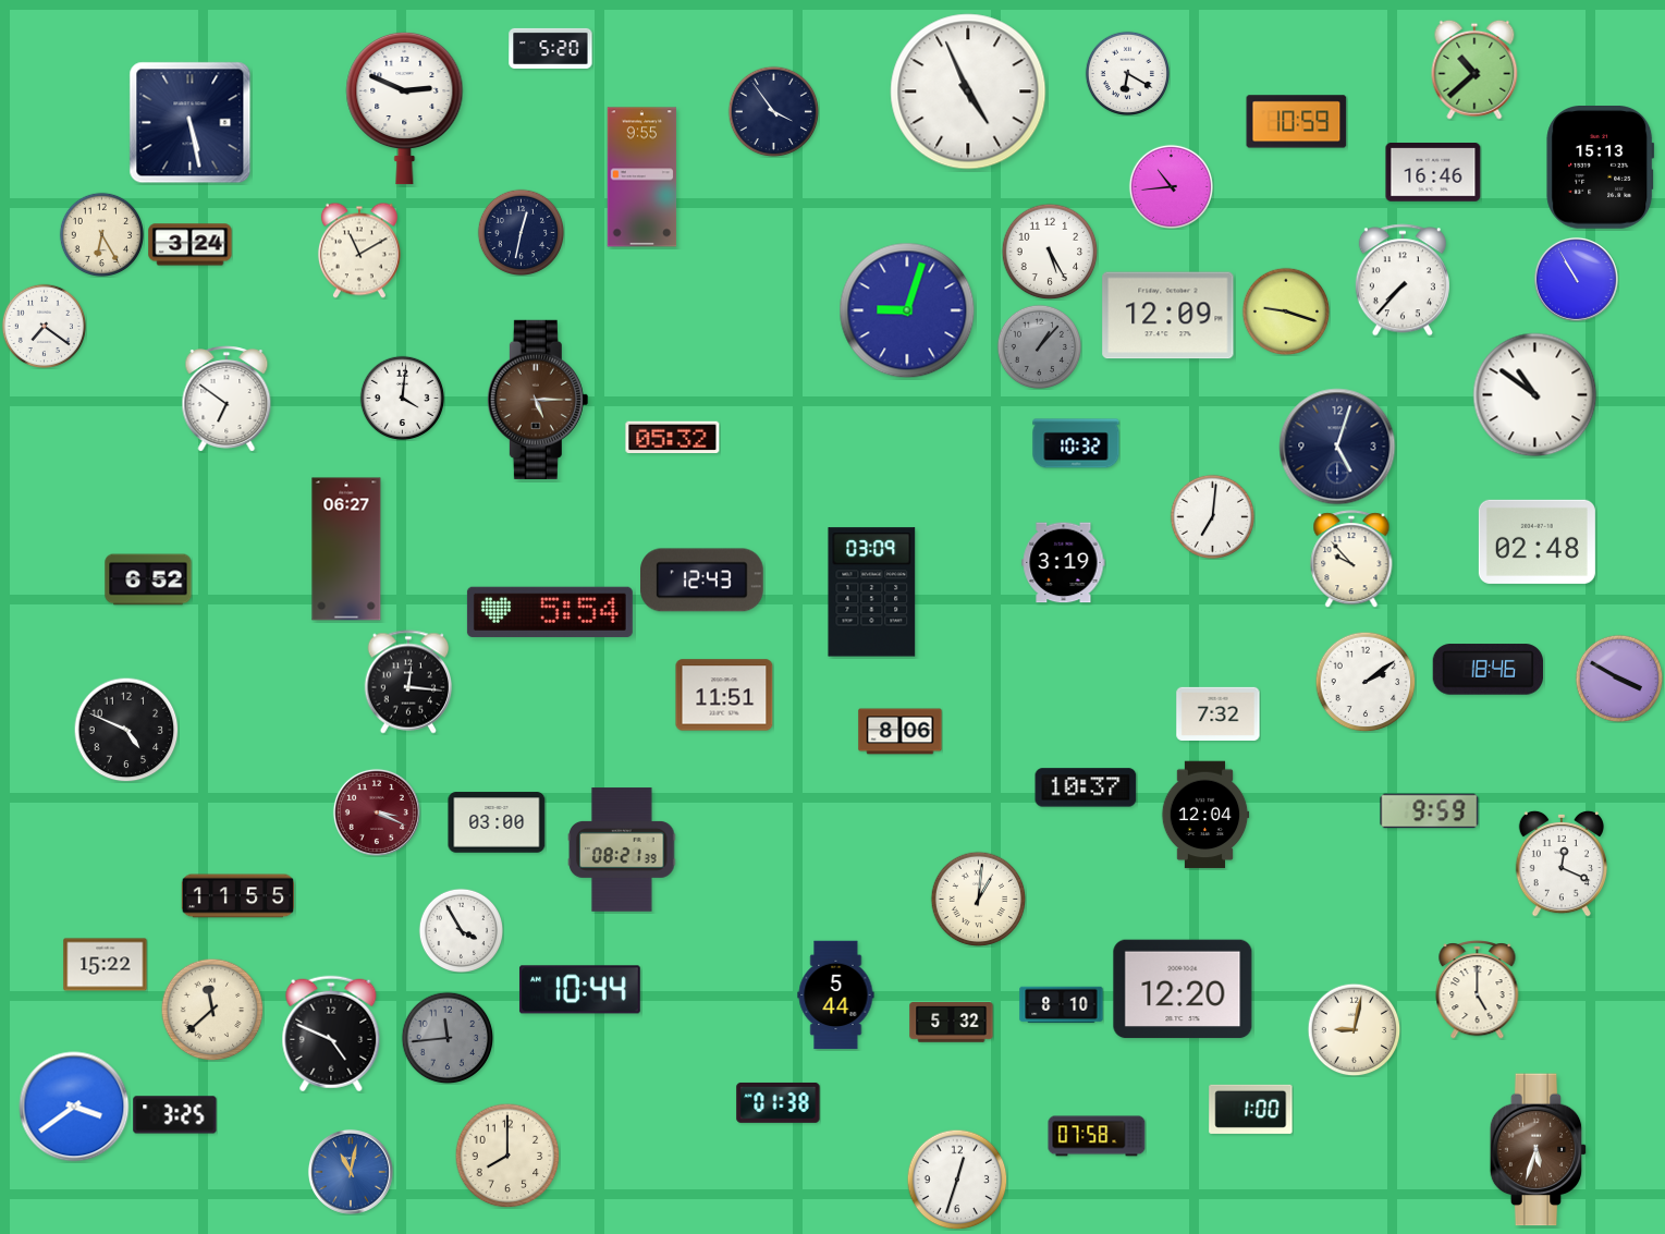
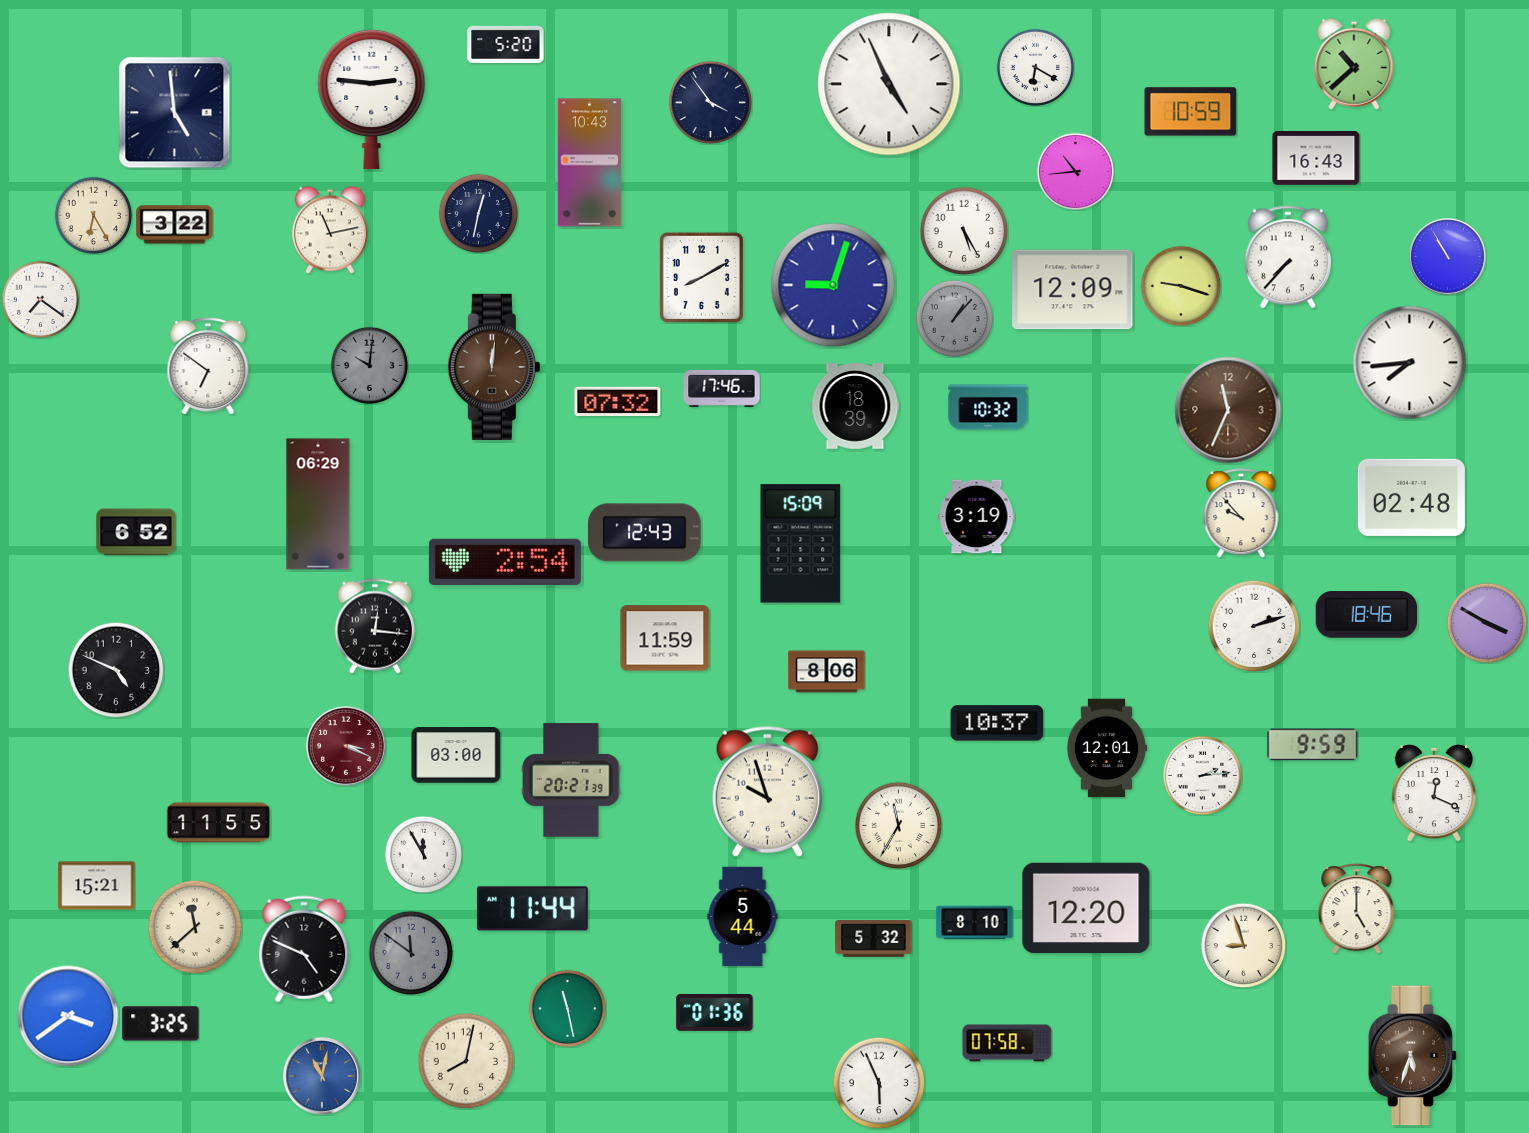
clock at (405, 108): 2:49 -> 2:46
clock at (191, 123): 5:28 -> 4:59
clock at (1601, 168): 15:13 -> none
clock at (1433, 173): 16:46 -> 16:43
clock at (642, 178): 9:55 -> 10:43
clock at (191, 245): 3:24 -> 3:22
clock at (359, 251): 11:10 -> 11:13
clock at (701, 277): none -> 8:10
clock at (1535, 395): 10:51 -> 7:44
clock at (402, 398): 4:01 -> 10:01
clock at (402, 398) dial: white -> grey
clock at (538, 400): 5:15 -> 12:01
clock at (722, 388): none -> 17:46
clock at (673, 437): 05:32 -> 07:32
clock at (855, 406): none -> 18:39
clock at (1337, 447): 5:03 -> 11:34
clock at (1337, 447) dial: navy -> brown
clock at (1212, 516): 7:01 -> none
clock at (346, 549): 06:27 -> 06:29
clock at (872, 592): 03:09 -> 15:09
clock at (550, 611): 5:54 -> 2:54
clock at (1366, 682): 2:09 -> 2:12
clock at (724, 695): 11:51 -> 11:59
clock at (1219, 713): 7:32 -> none
clock at (1205, 815): 12:04 -> 12:01
clock at (1202, 775): none -> 2:14
clock at (622, 850): 08:21 -> 20:21
clock at (767, 791): none -> 9:57
clock at (978, 899): 1:01 -> 11:35
clock at (461, 930): 3:55 -> 11:55
clock at (106, 965): 15:22 -> 15:21
clock at (579, 990): 10:44 -> 11:44
clock at (836, 995) position: (836, 995) -> (743, 917)
clock at (1354, 1029): 9:02 -> 8:57
clock at (448, 1038): 11:44 -> 11:51
clock at (567, 1008): none -> 11:28
clock at (779, 1102): 01:38 -> 01:36
clock at (1251, 1109): 1:00 -> none
clock at (507, 1156): 8:00 -> 8:02
clock at (957, 1180): 12:33 -> 5:56
